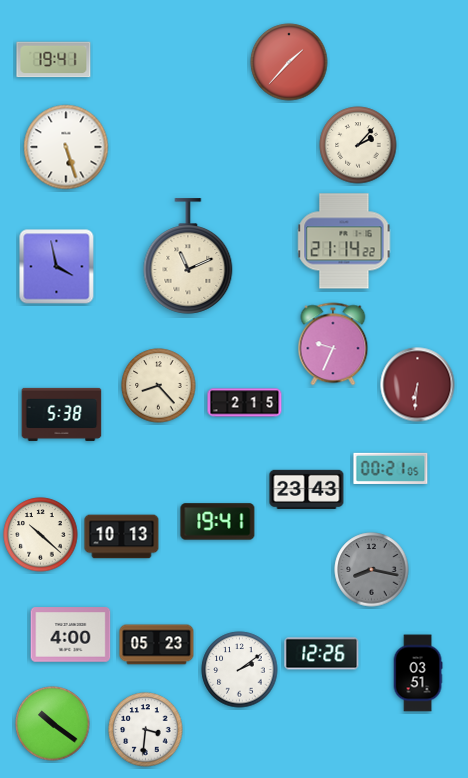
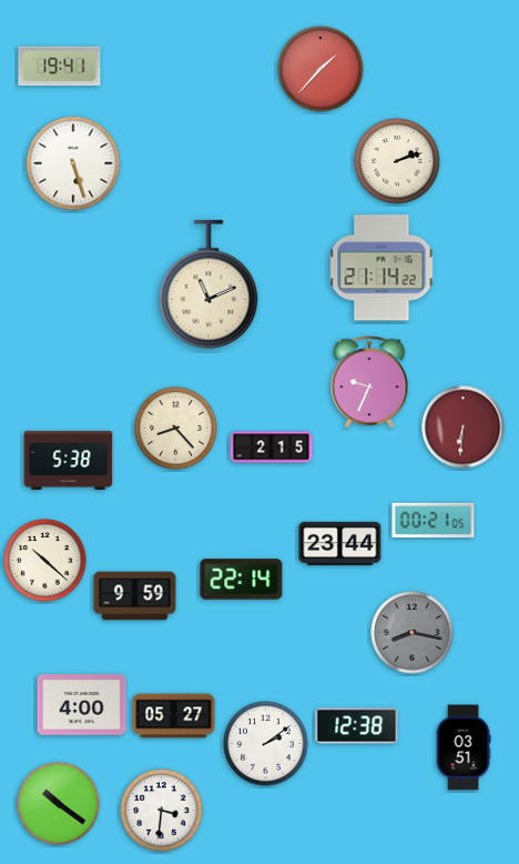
clock at (358, 145): 2:07 -> 2:12
clock at (57, 267): 3:58 -> none
clock at (307, 489): 23:43 -> 23:44
clock at (218, 522): 19:41 -> 22:14
clock at (41, 535) position: (41, 535) -> (45, 561)
clock at (122, 537): 10:13 -> 9:59
clock at (71, 635) position: (71, 635) -> (82, 705)
clock at (157, 645): 05:23 -> 05:27
clock at (322, 654): 12:26 -> 12:38
